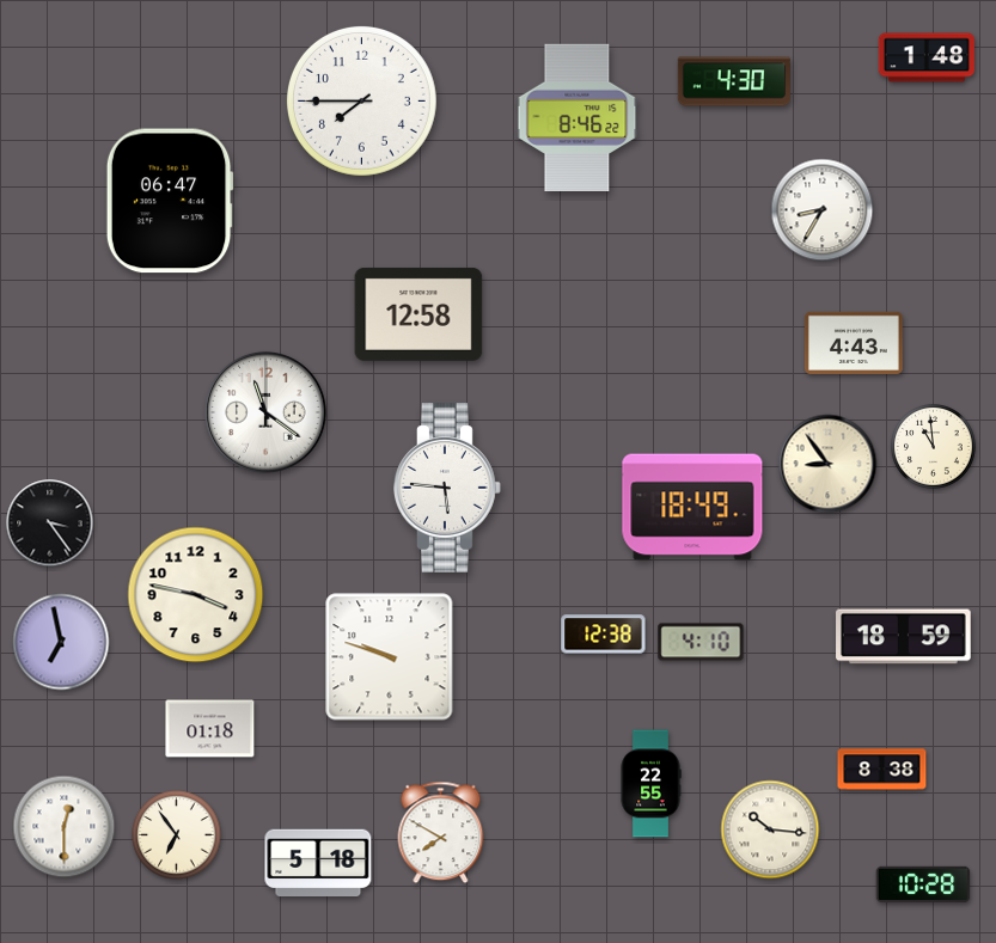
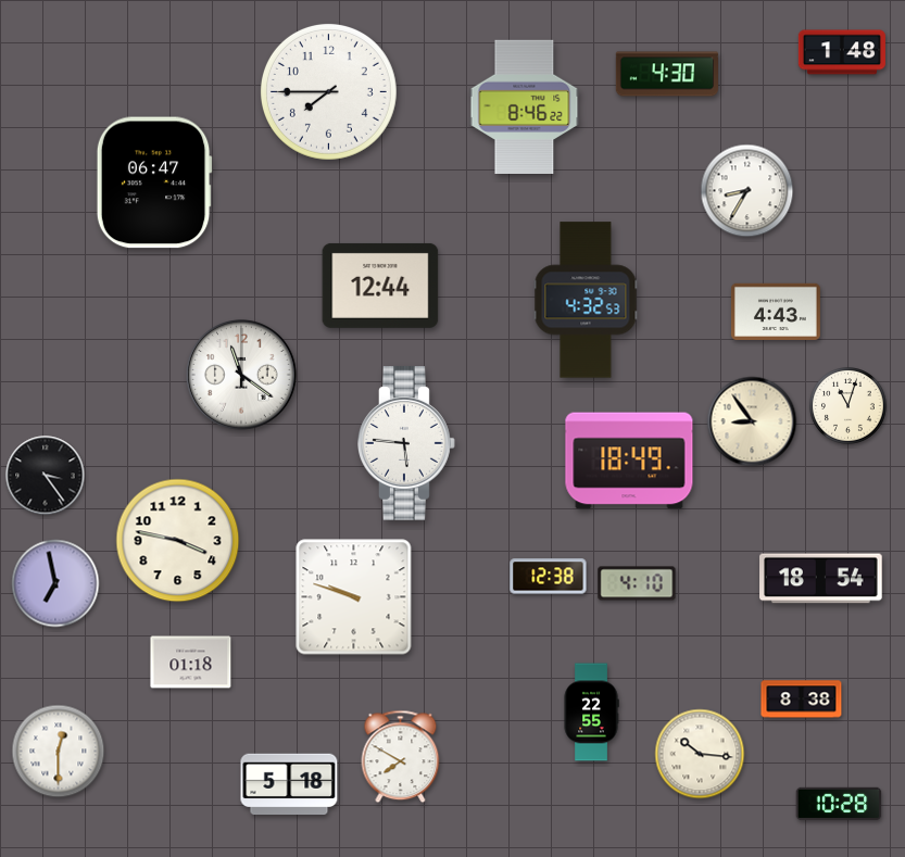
clock at (418, 314): 12:58 -> 12:44
clock at (586, 300): none -> 4:32
clock at (934, 447): 10:59 -> 11:03
clock at (904, 637): 18:59 -> 18:54
clock at (177, 835): 6:54 -> none
